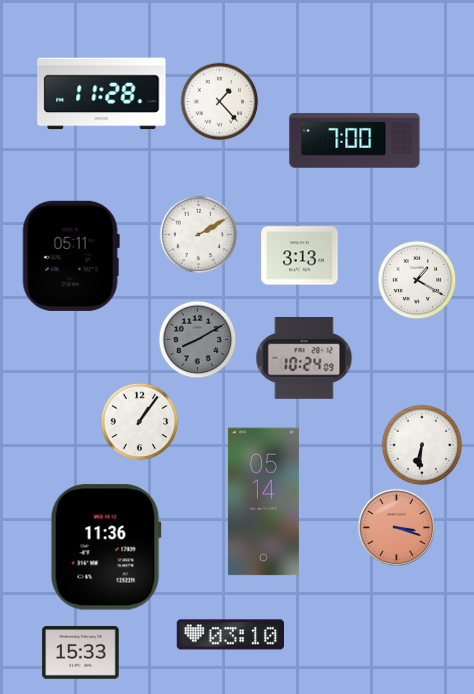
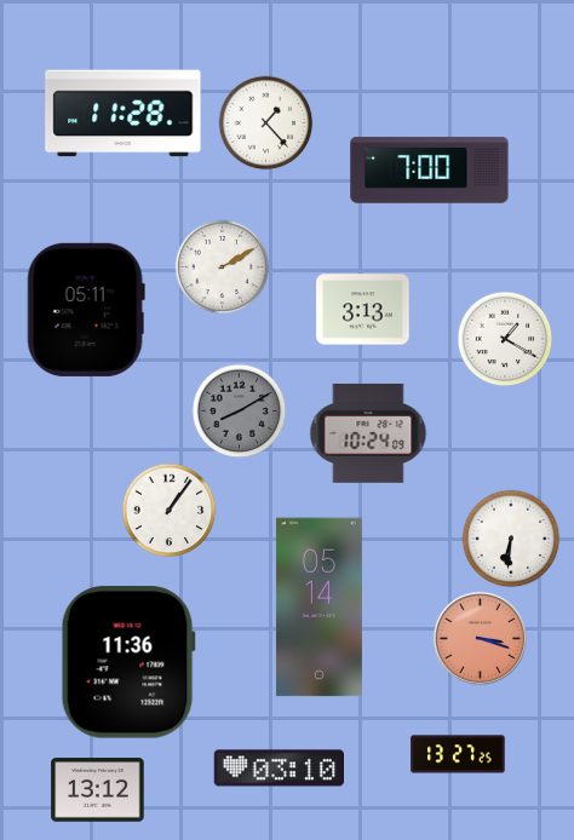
clock at (198, 234) position: (198, 234) -> (222, 266)
clock at (458, 754): none -> 13:27
clock at (81, 653): 15:33 -> 13:12
